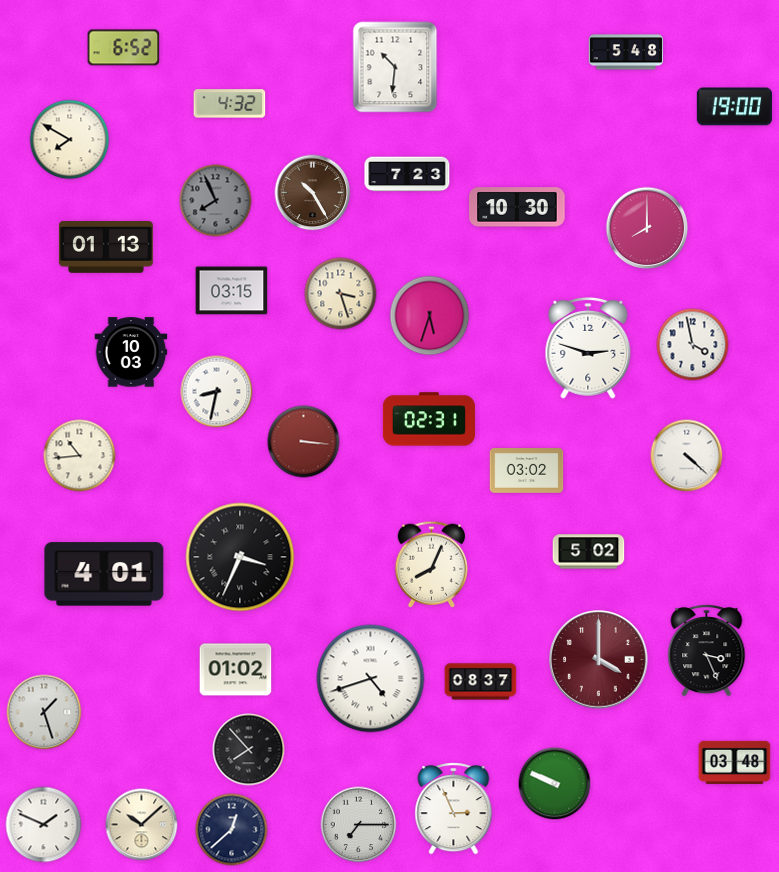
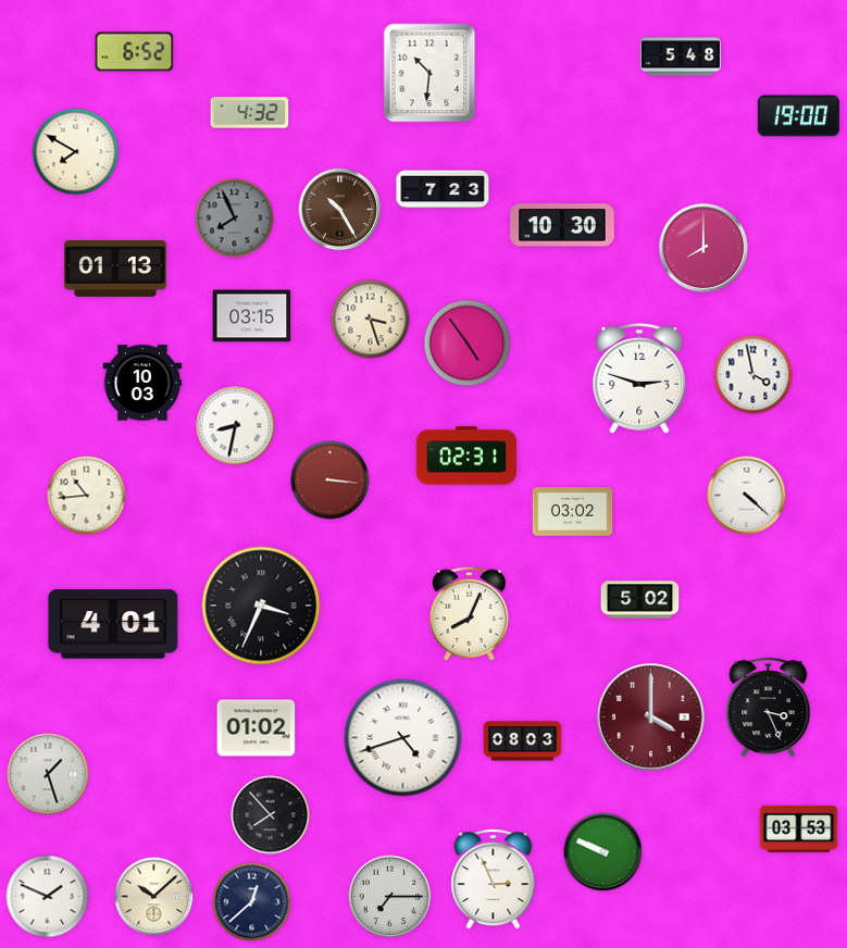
clock at (430, 316): 5:33 -> 4:54
clock at (481, 682): 08:37 -> 08:03
clock at (735, 762): 03:48 -> 03:53
